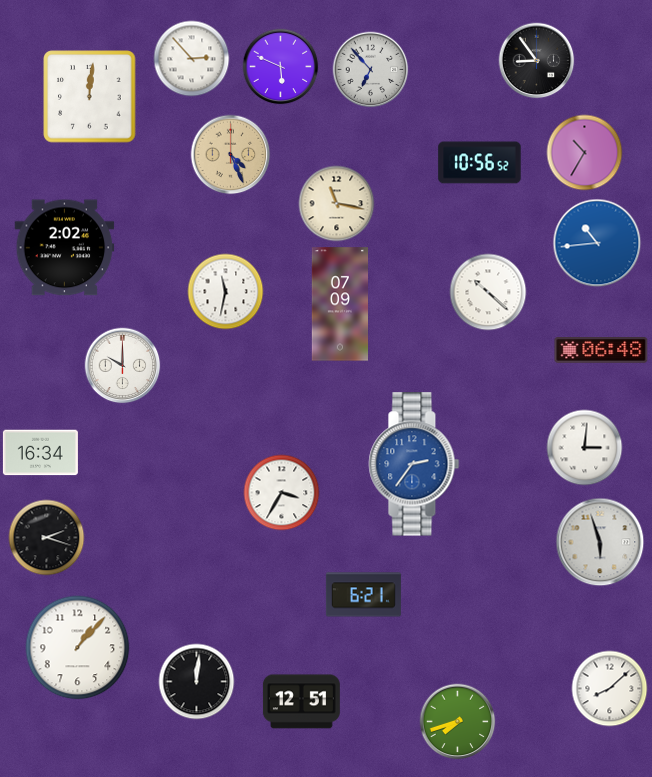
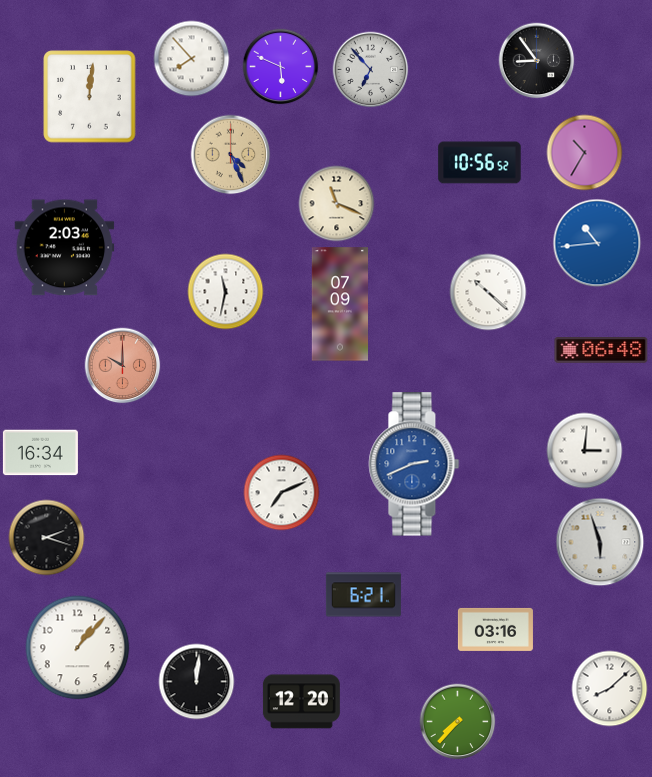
clock at (192, 59): 2:53 -> 7:53
clock at (337, 204): 11:17 -> 11:19
clock at (65, 248): 2:02 -> 2:03
clock at (123, 366) dial: white -> salmon
clock at (585, 448) position: (585, 448) -> (585, 451)
clock at (414, 464): 2:36 -> 2:41
clock at (282, 493): 3:35 -> 7:11
clock at (495, 629): none -> 03:16
clock at (301, 702): 12:51 -> 12:20
clock at (458, 722): 7:42 -> 7:37
